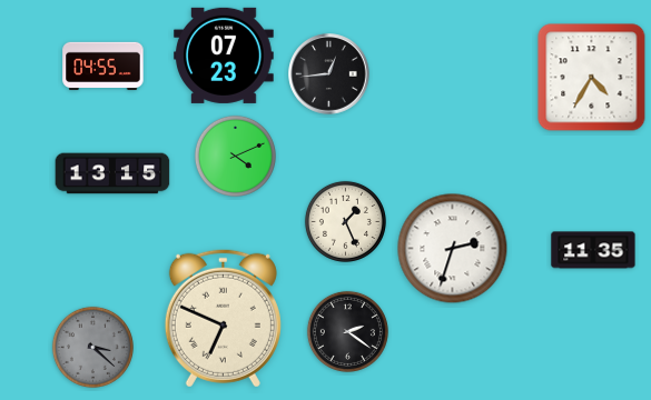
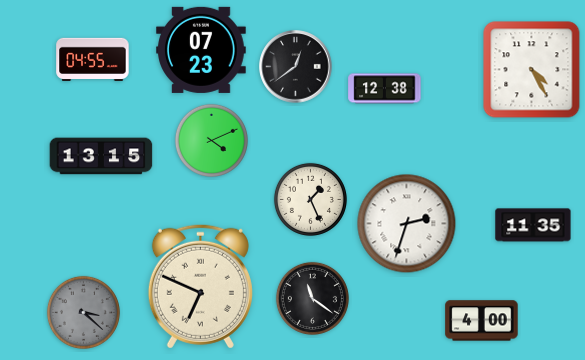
clock at (329, 74): 12:44 -> 12:39
clock at (592, 78): 4:35 -> 4:25
clock at (385, 89): none -> 12:38
clock at (347, 331): 2:21 -> 11:21
clock at (482, 321): none -> 4:00
